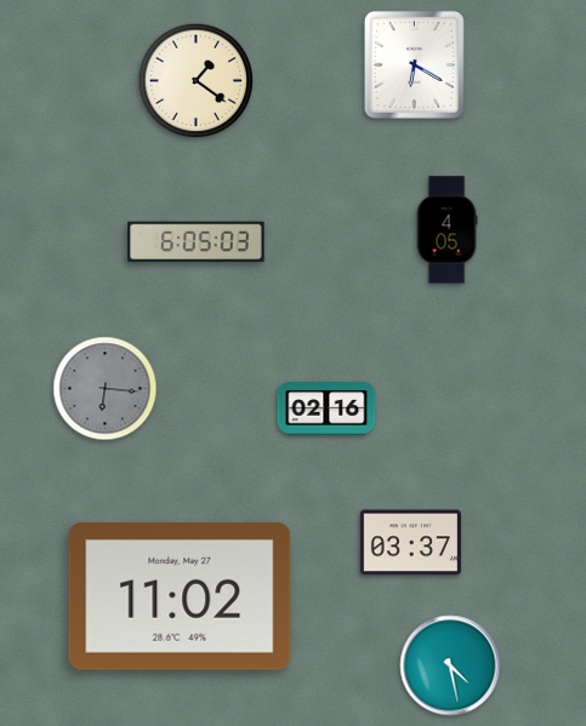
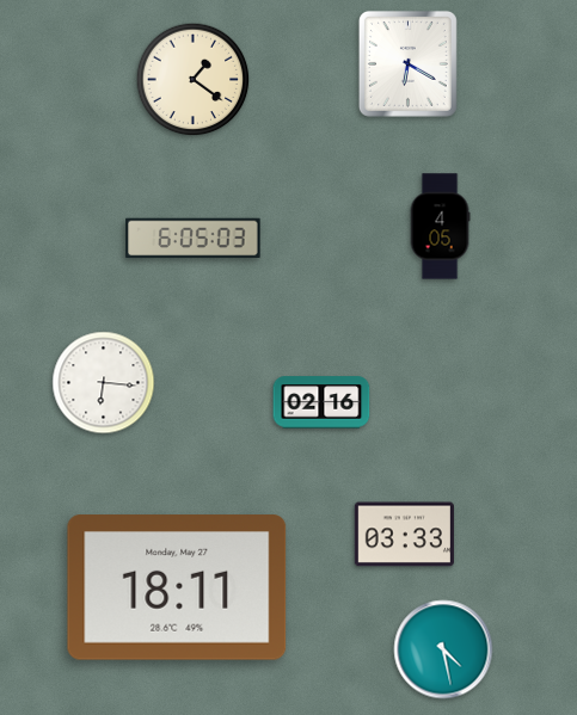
clock at (106, 389) dial: grey -> white
clock at (410, 543): 03:37 -> 03:33
clock at (180, 596): 11:02 -> 18:11
clock at (450, 665) position: (450, 665) -> (443, 649)
